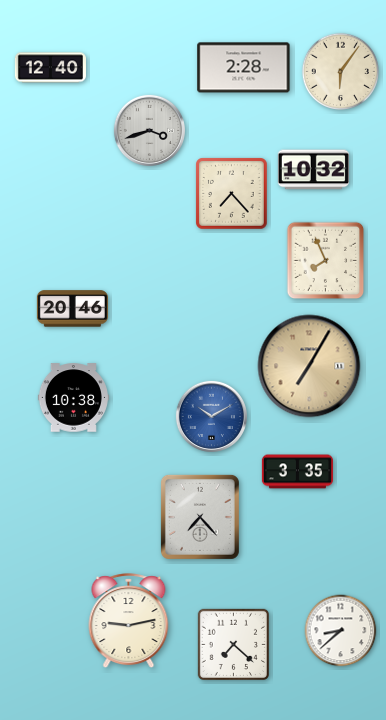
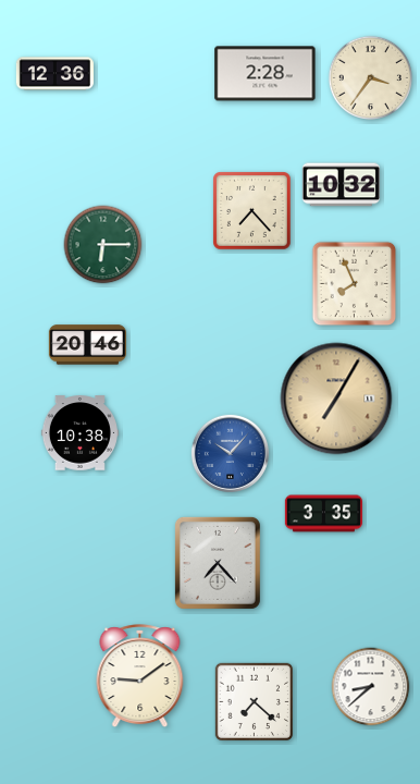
clock at (50, 68): 12:40 -> 12:36
clock at (340, 71): 6:06 -> 3:36
clock at (149, 130): 3:42 -> none
clock at (103, 245): none -> 6:15
clock at (72, 309) position: (72, 309) -> (87, 345)
clock at (211, 416): 10:10 -> 10:07
clock at (129, 621): 9:13 -> 9:09
